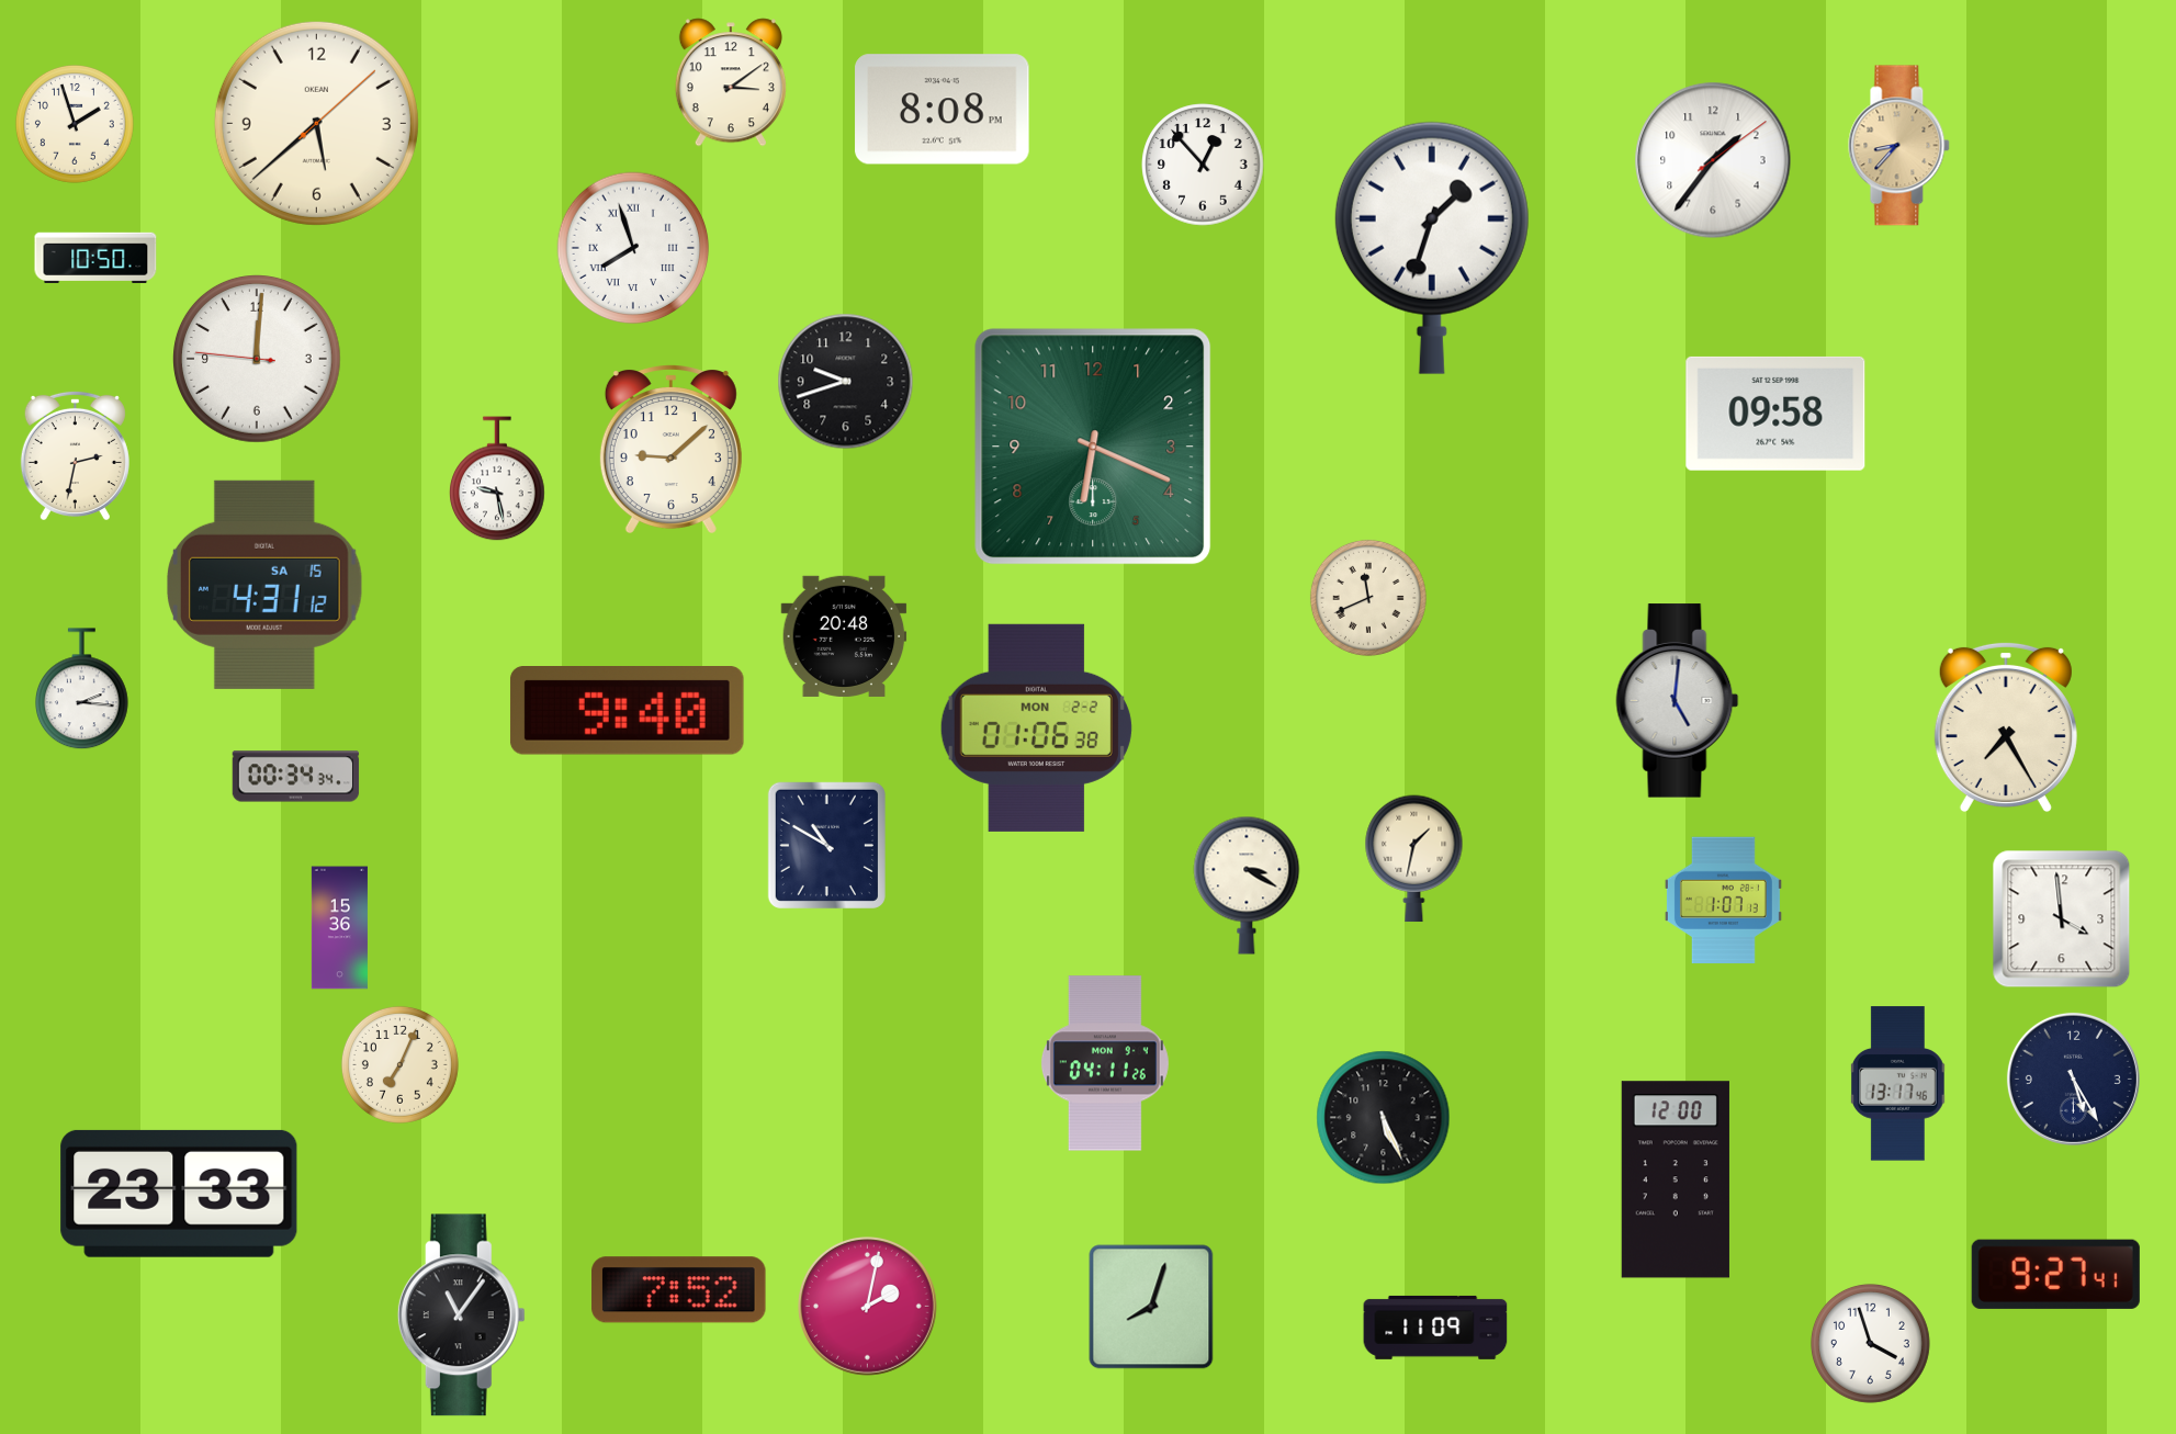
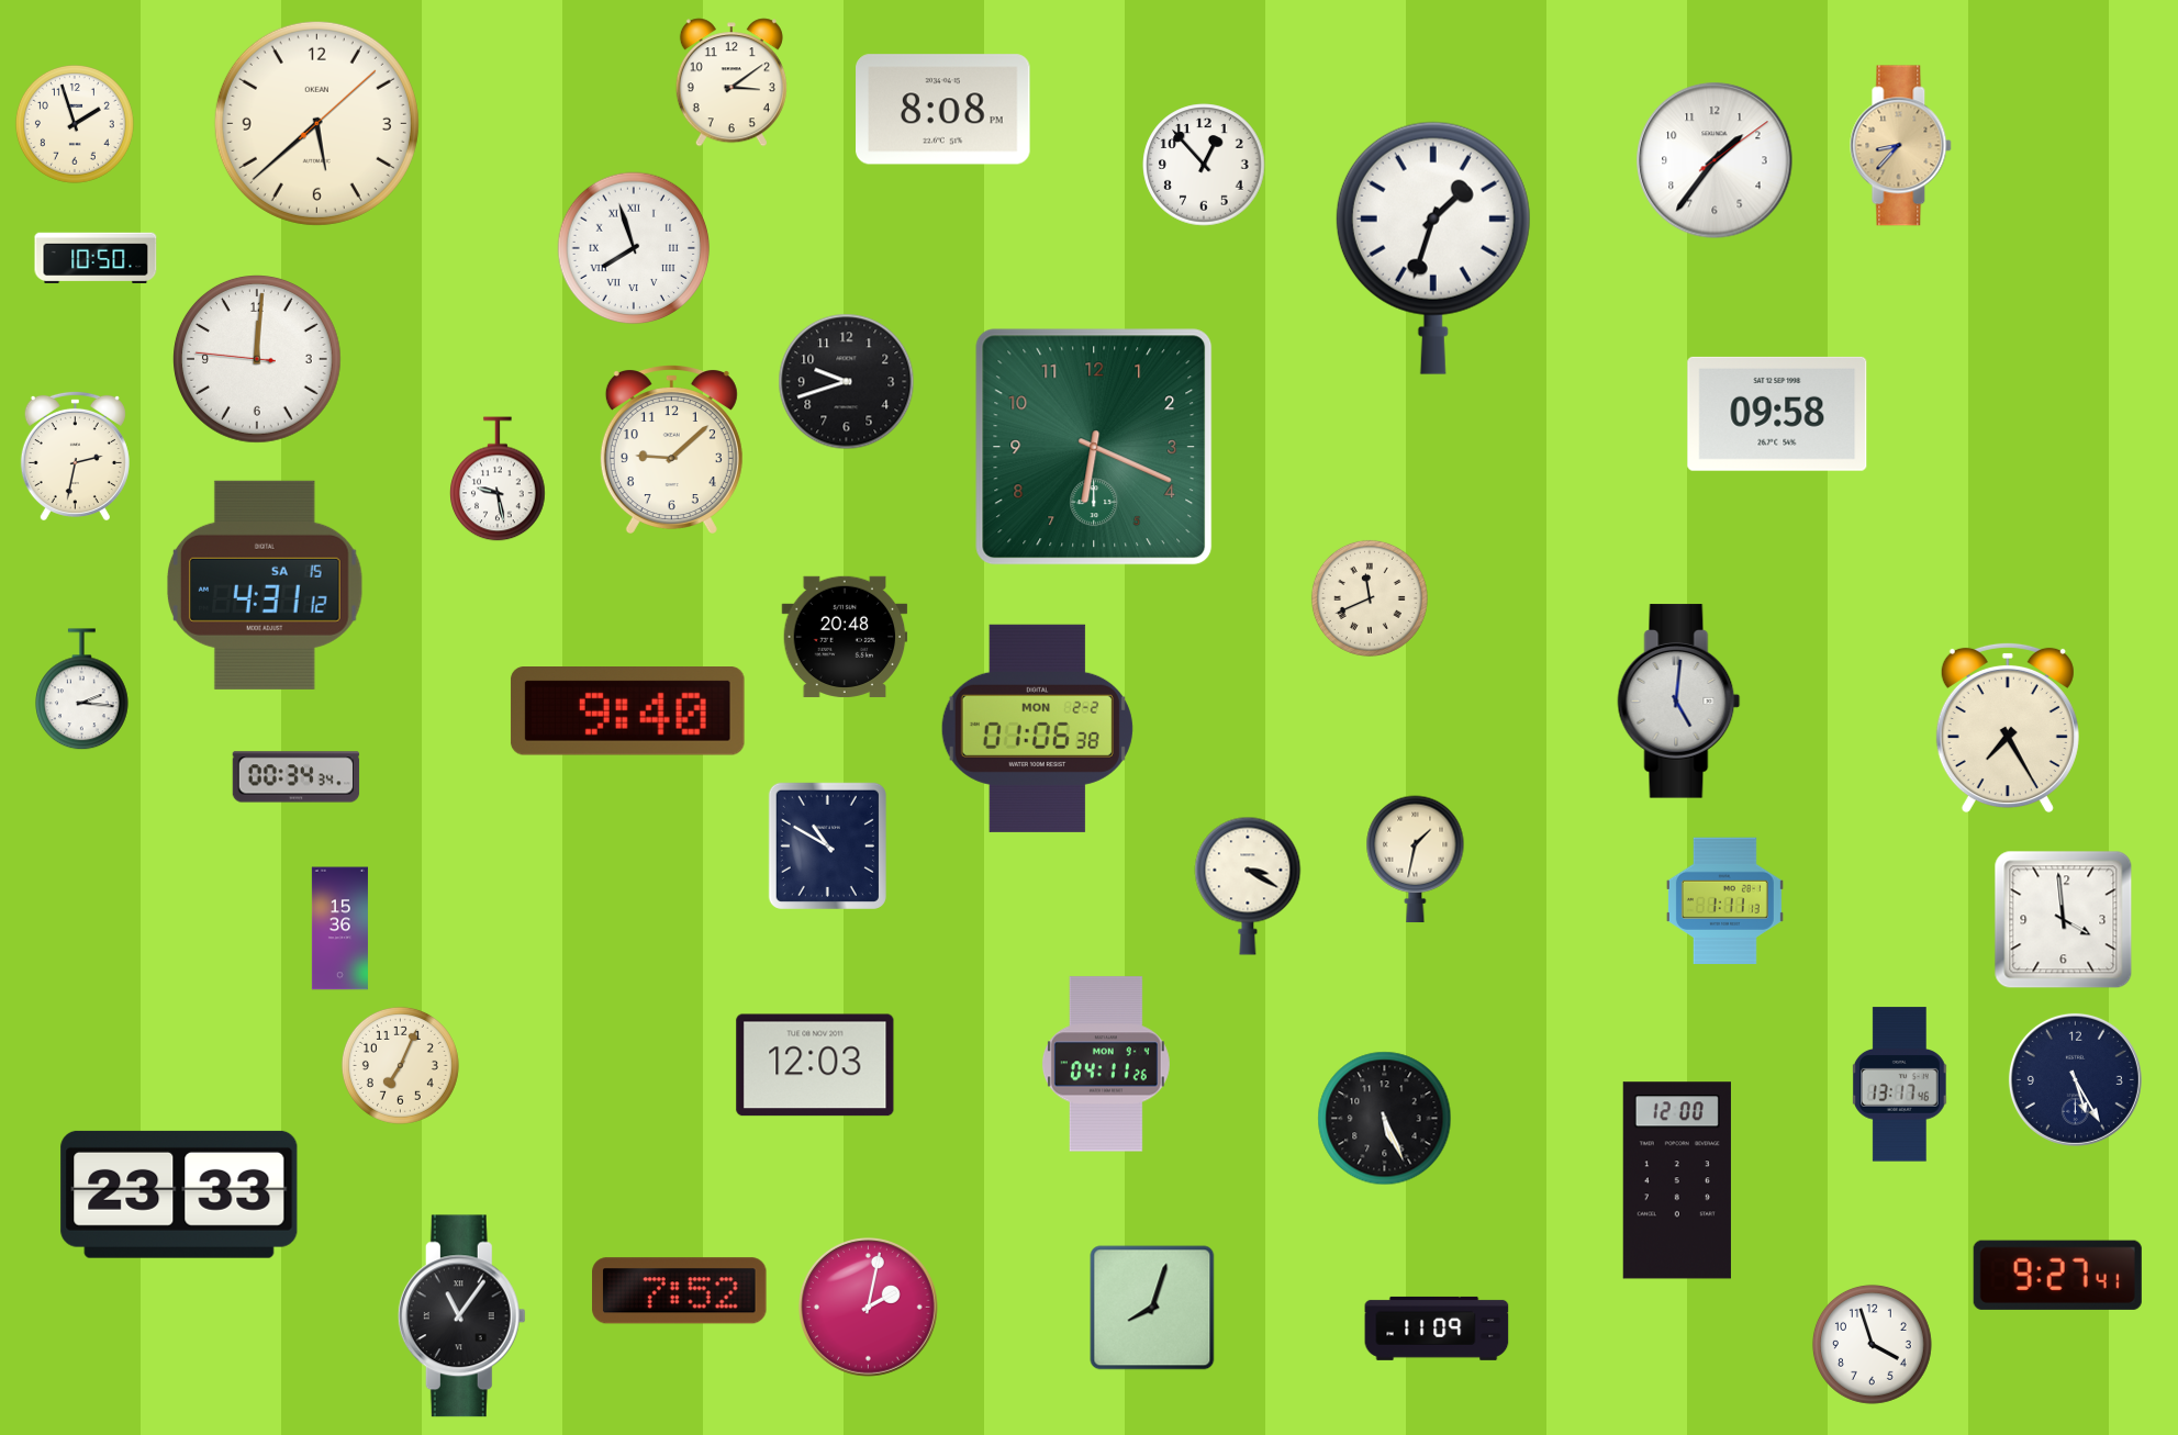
clock at (1723, 901): 1:07 -> 1:11
clock at (815, 1065): none -> 12:03
